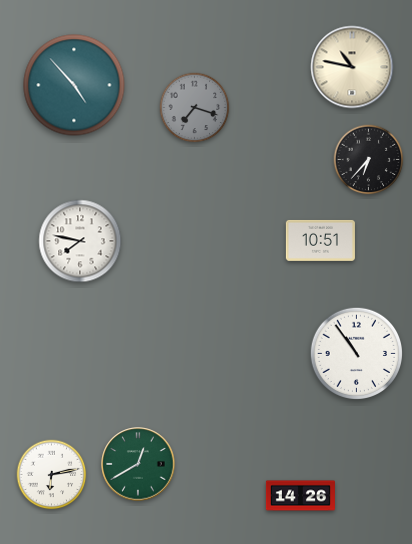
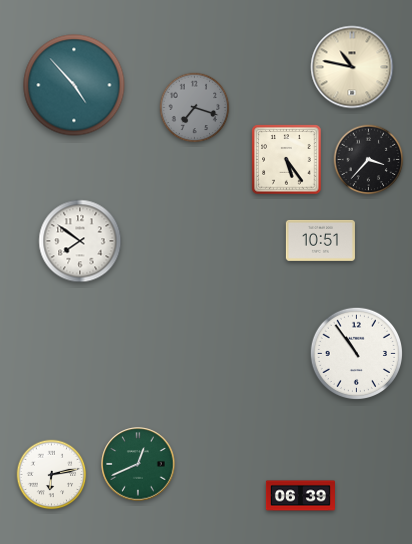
clock at (287, 160): none -> 5:24
clock at (369, 160): 6:37 -> 3:37
clock at (80, 241): 7:47 -> 7:51
clock at (138, 464): 12:40 -> 12:41
clock at (300, 496): 14:26 -> 06:39
